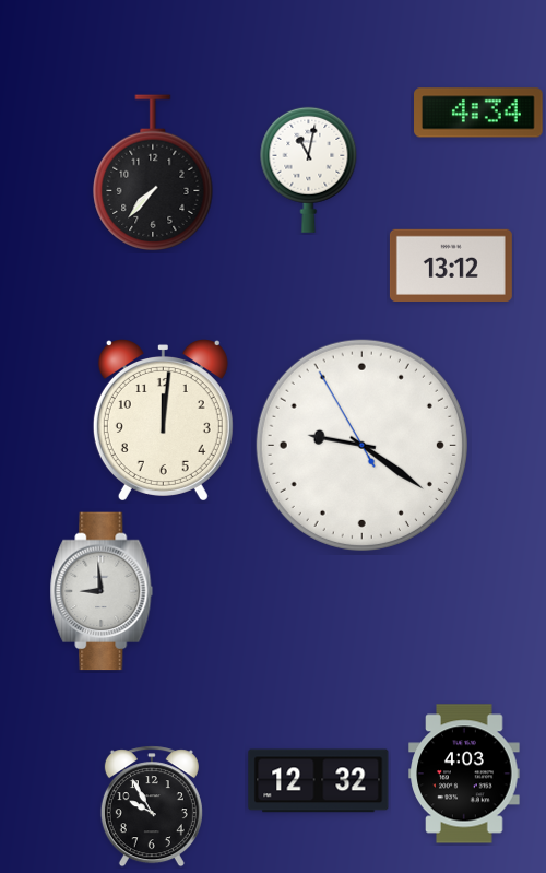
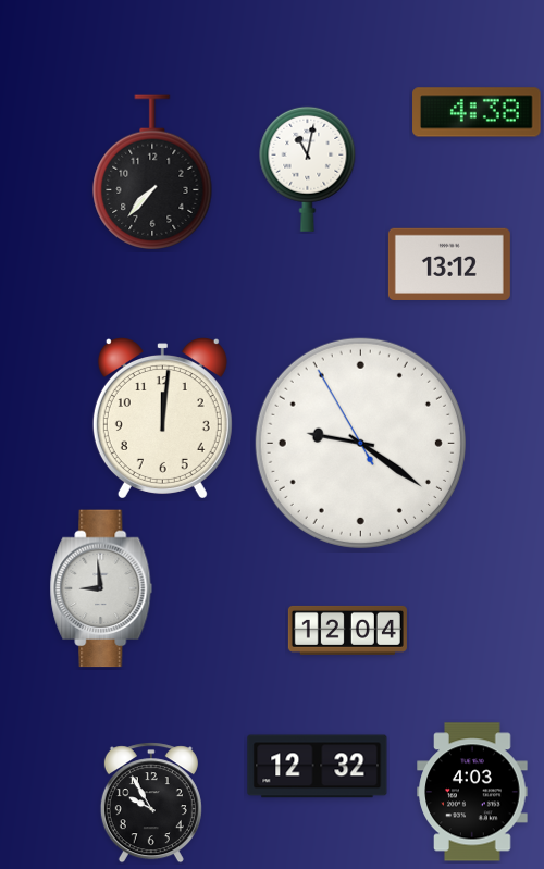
clock at (478, 113): 4:34 -> 4:38
clock at (347, 630): none -> 12:04
clock at (464, 774) position: (464, 774) -> (472, 792)
clock at (319, 781) position: (319, 781) -> (318, 767)
